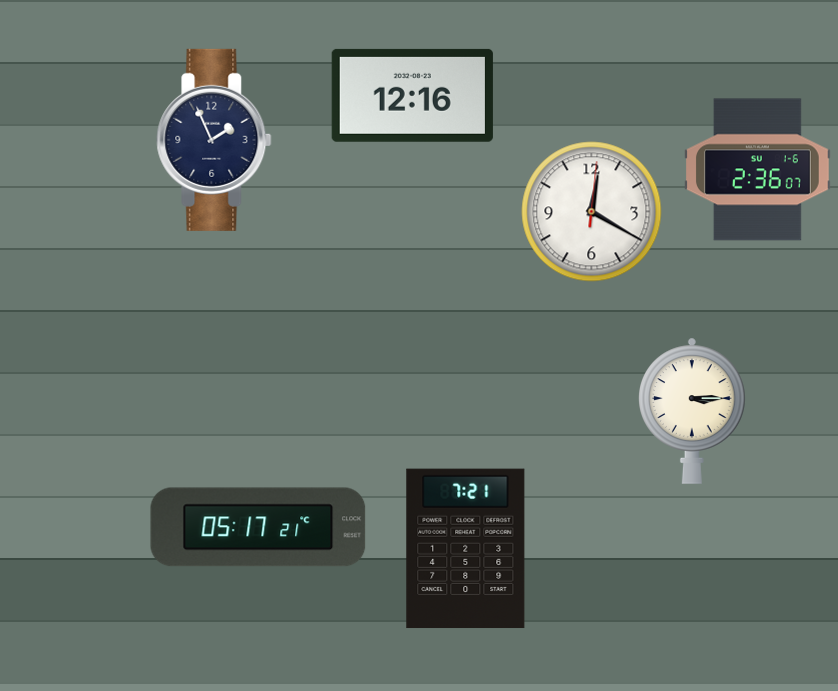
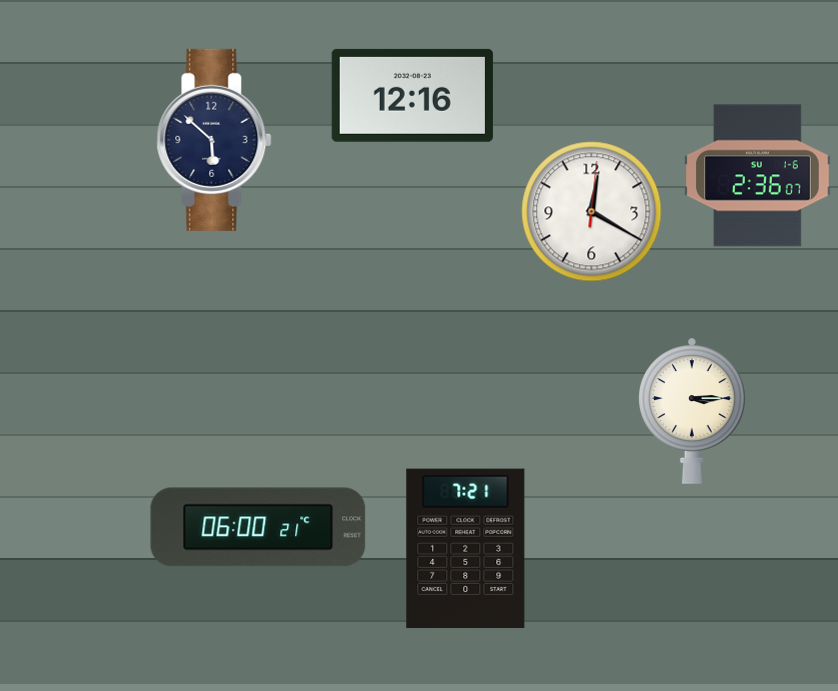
clock at (214, 140): 1:56 -> 5:52
clock at (758, 170) position: (758, 170) -> (758, 176)
clock at (258, 527): 05:17 -> 06:00
